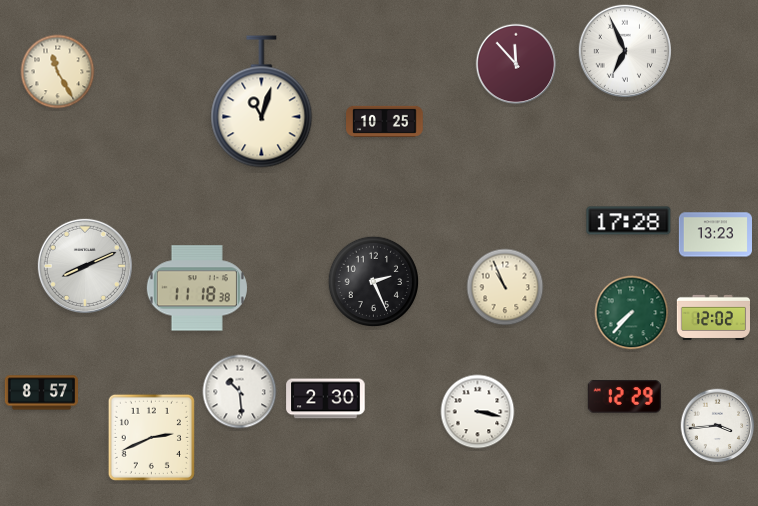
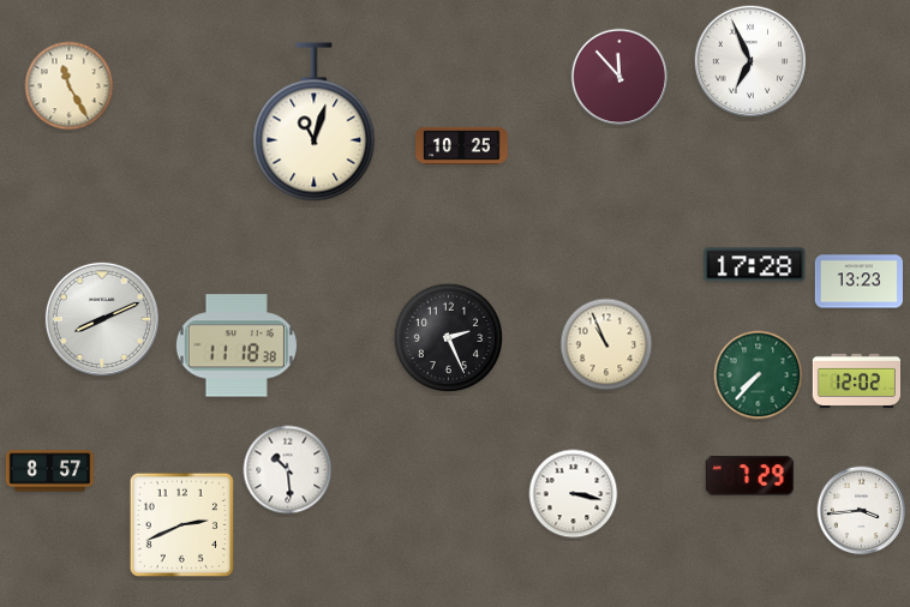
clock at (624, 397): 12:29 -> 7:29
clock at (326, 399): 2:30 -> none
